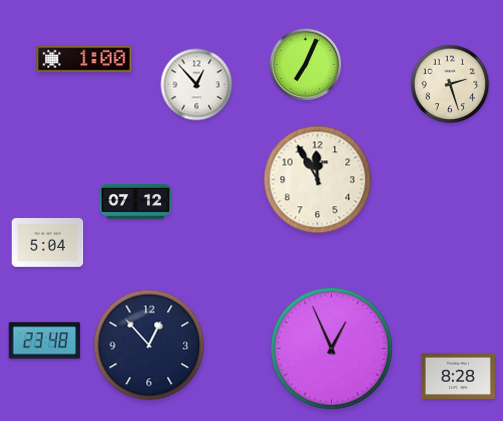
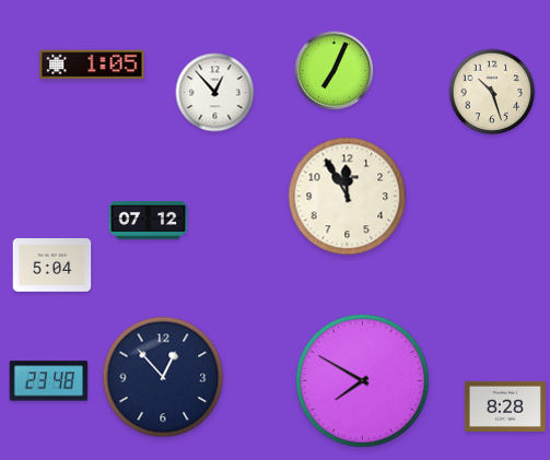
clock at (84, 59): 1:00 -> 1:05
clock at (450, 84): 2:27 -> 10:27
clock at (45, 341) position: (45, 341) -> (49, 381)
clock at (331, 348): 12:56 -> 7:50
clock at (458, 376) position: (458, 376) -> (505, 406)
